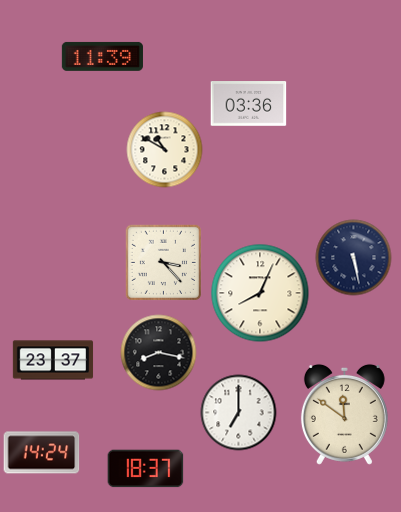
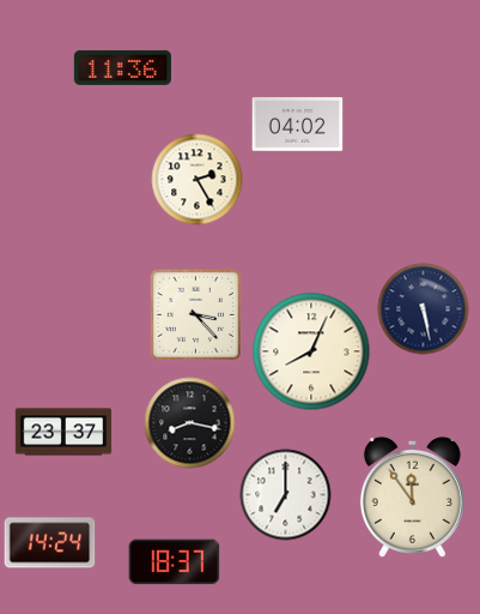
clock at (102, 56): 11:39 -> 11:36
clock at (249, 104): 03:36 -> 04:02
clock at (165, 150): 10:50 -> 2:25
clock at (344, 414): 11:51 -> 11:54
